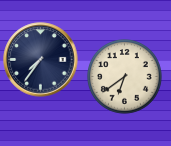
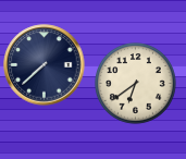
clock at (41, 60): 7:36 -> 7:38
